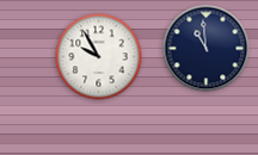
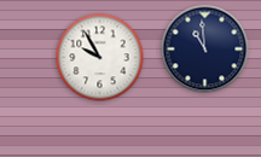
clock at (207, 49) position: (207, 49) -> (205, 50)
